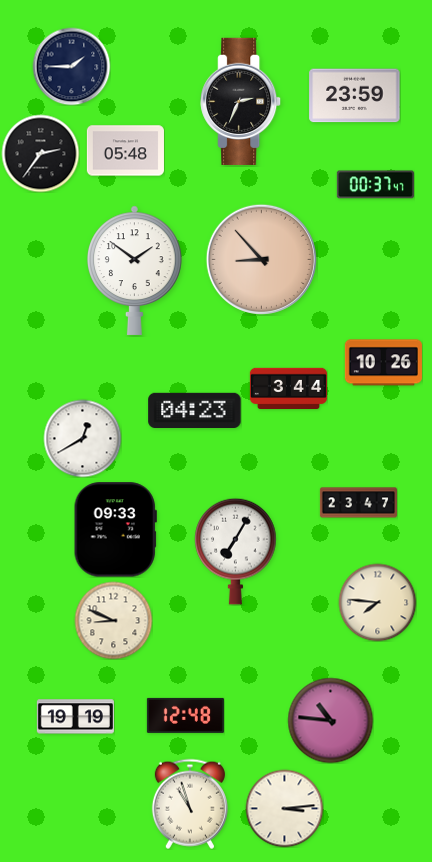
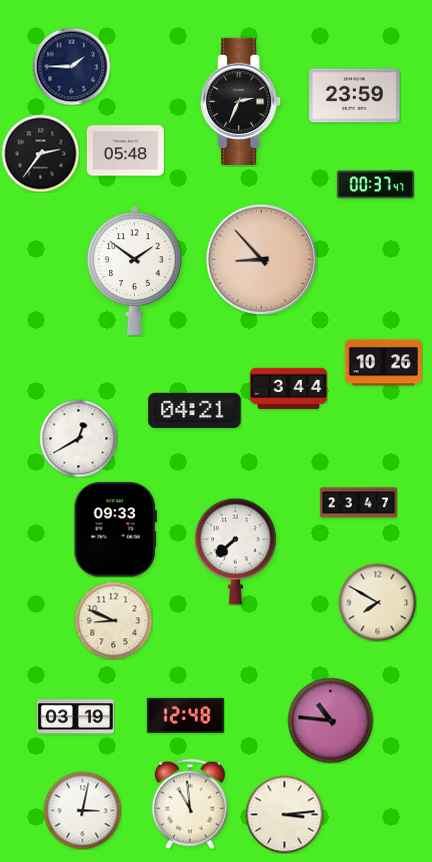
clock at (195, 410): 04:23 -> 04:21
clock at (82, 438) position: (82, 438) -> (78, 438)
clock at (236, 551): 7:05 -> 7:38
clock at (377, 602): 7:46 -> 7:50
clock at (75, 717): 19:19 -> 03:19
clock at (190, 804): 10:57 -> 10:59
clock at (284, 808) position: (284, 808) -> (284, 814)
clock at (82, 810): none -> 3:02
